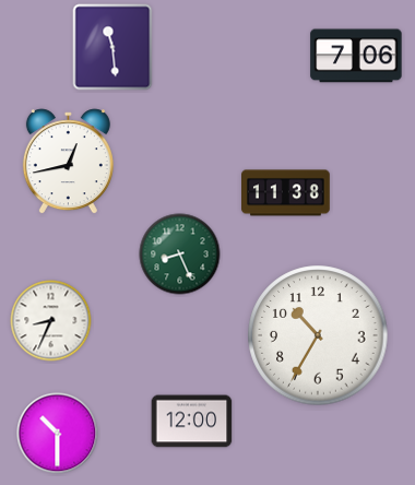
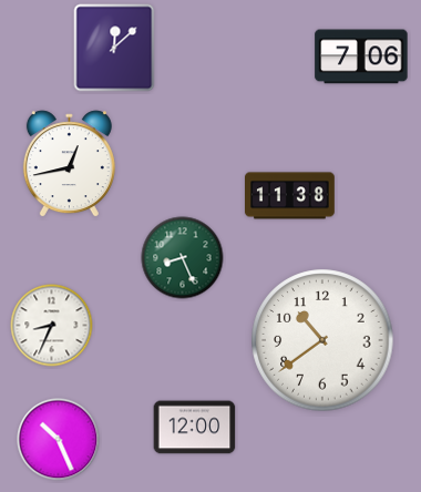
clock at (112, 47): 11:29 -> 12:08
clock at (318, 335): 10:35 -> 10:39
clock at (58, 434): 10:30 -> 10:26
